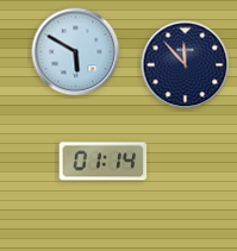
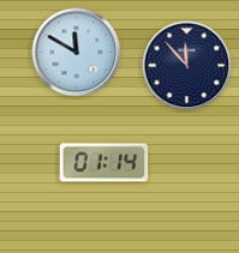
clock at (76, 52): 5:50 -> 11:50
